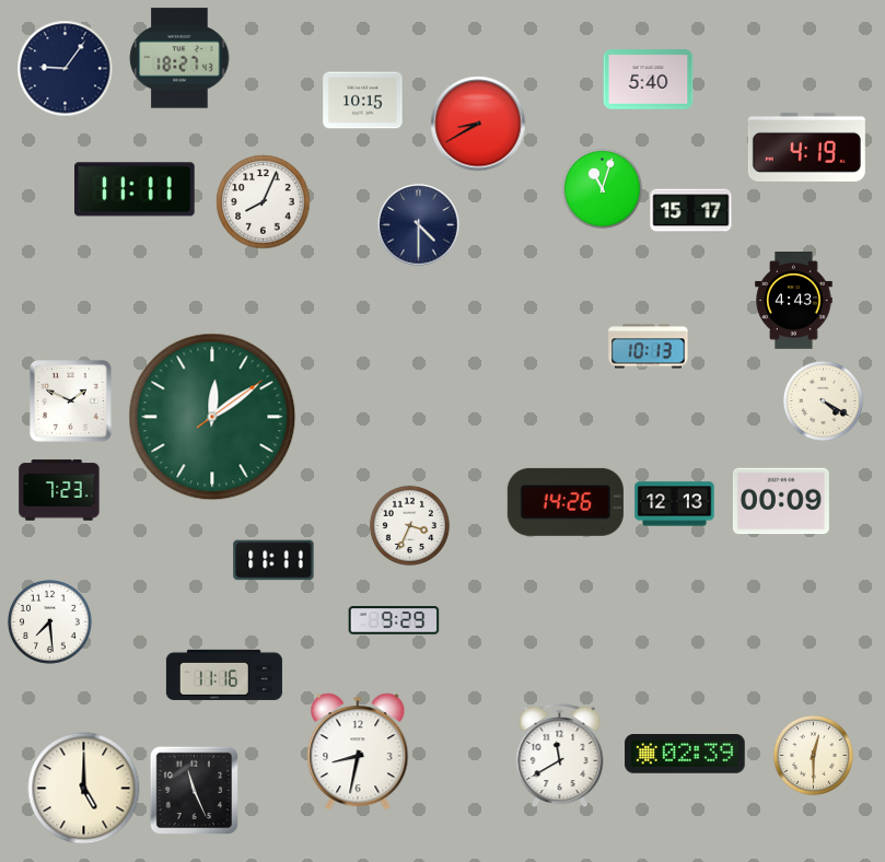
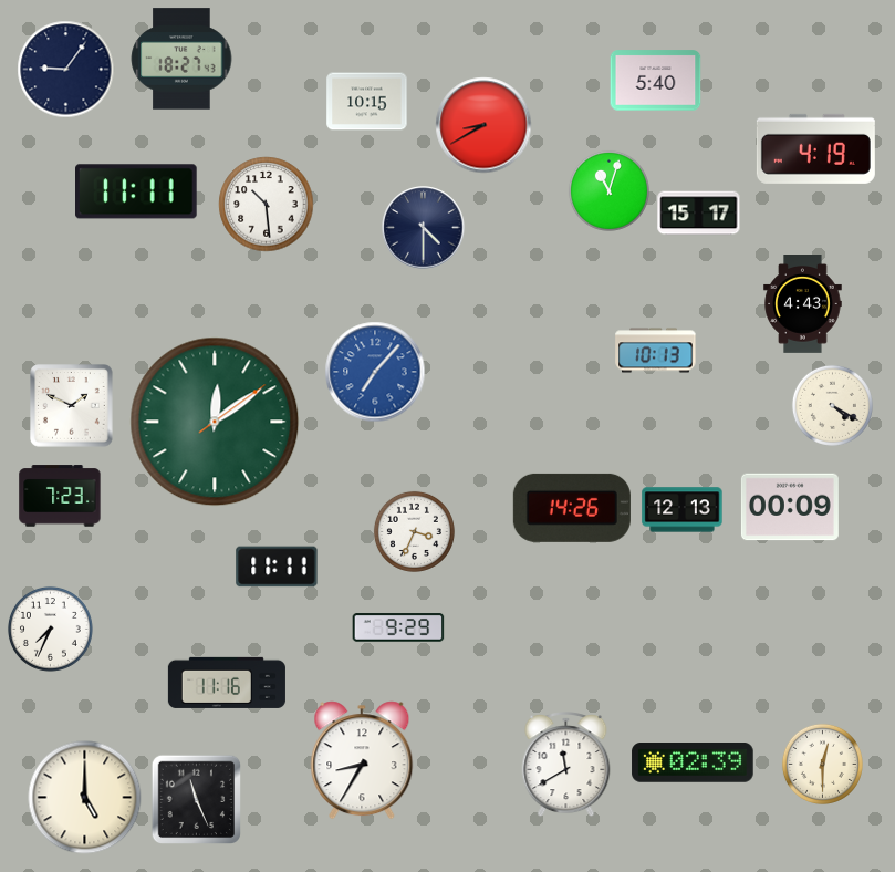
clock at (264, 202): 8:04 -> 10:29
clock at (375, 372): none -> 7:07
clock at (49, 621): 7:29 -> 7:34
clock at (358, 752): 8:32 -> 8:35
